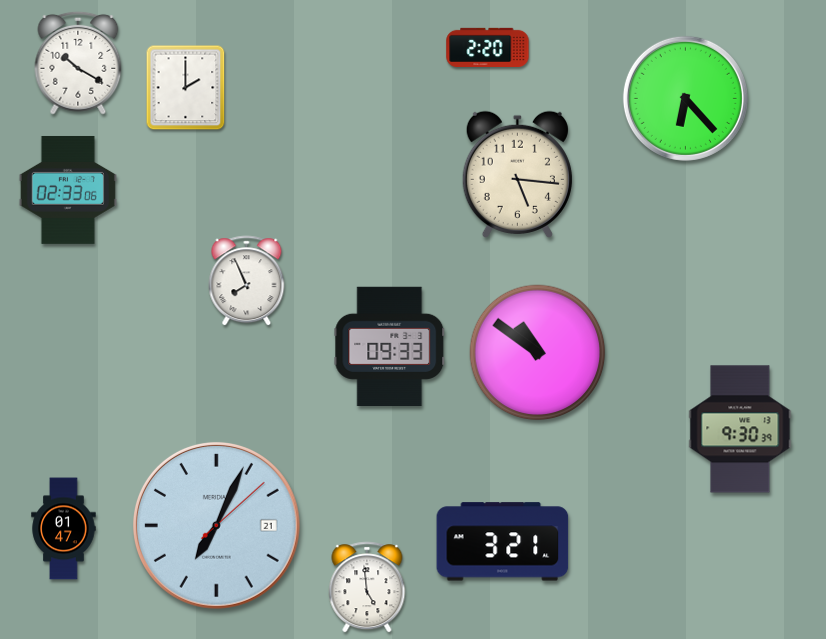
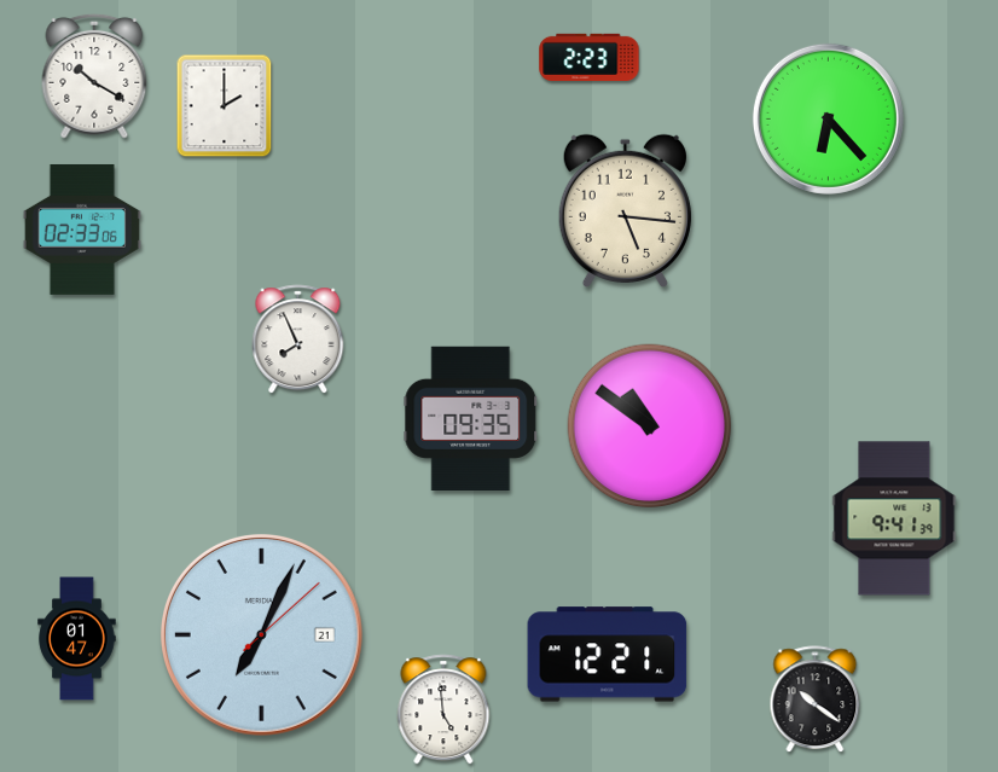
clock at (488, 47): 2:20 -> 2:23
clock at (390, 346): 09:33 -> 09:35
clock at (740, 429): 9:30 -> 9:41
clock at (503, 542): 3:21 -> 12:21
clock at (816, 700): none -> 10:21
